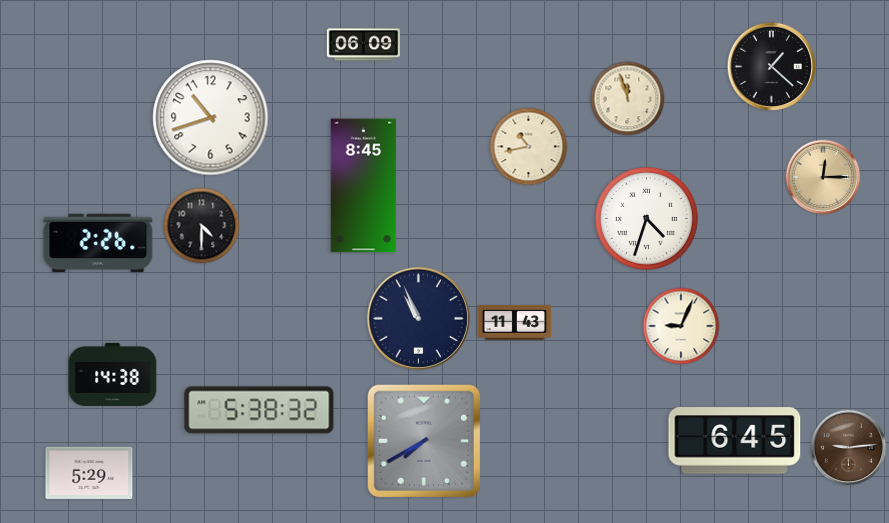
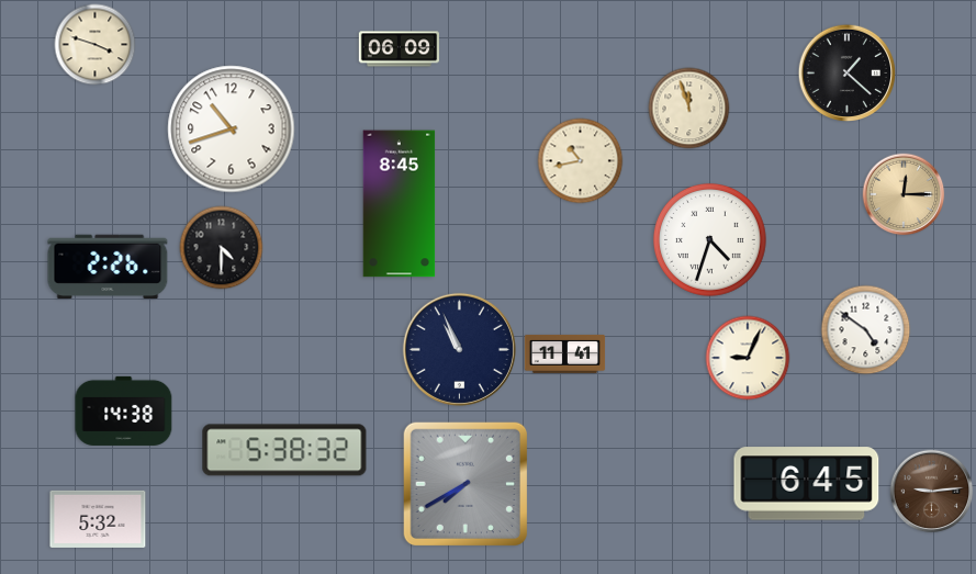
clock at (96, 45): none -> 3:48
clock at (866, 330): none -> 4:51
clock at (515, 322): 11:43 -> 11:41
clock at (89, 473): 5:29 -> 5:32
